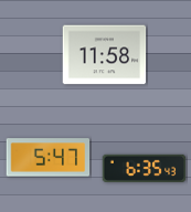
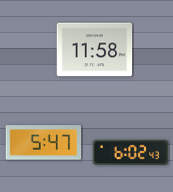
clock at (145, 168): 6:35 -> 6:02
